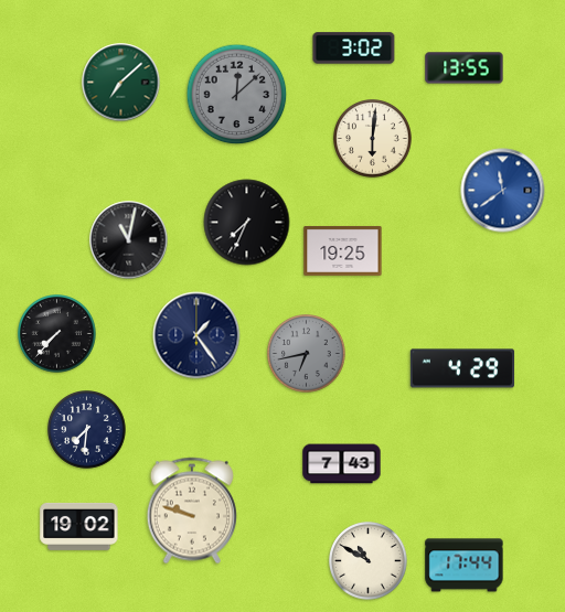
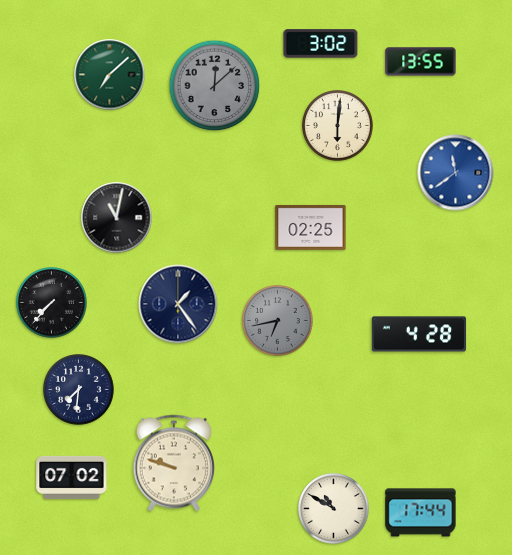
clock at (247, 223): 7:34 -> none
clock at (343, 250): 19:25 -> 02:25
clock at (462, 368): 4:29 -> 4:28
clock at (342, 464): 7:43 -> none
clock at (79, 526): 19:02 -> 07:02
